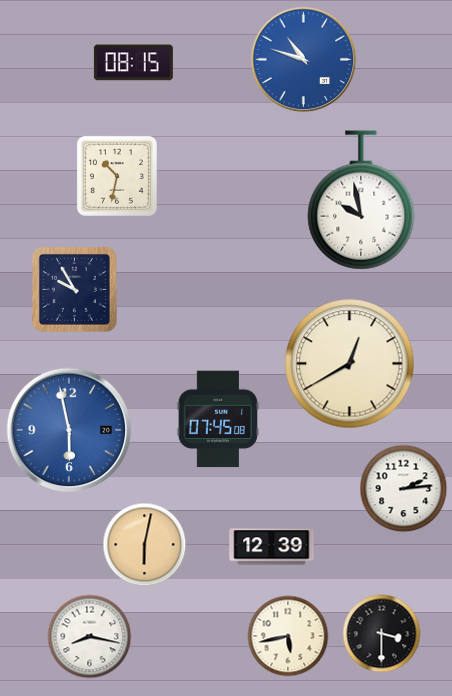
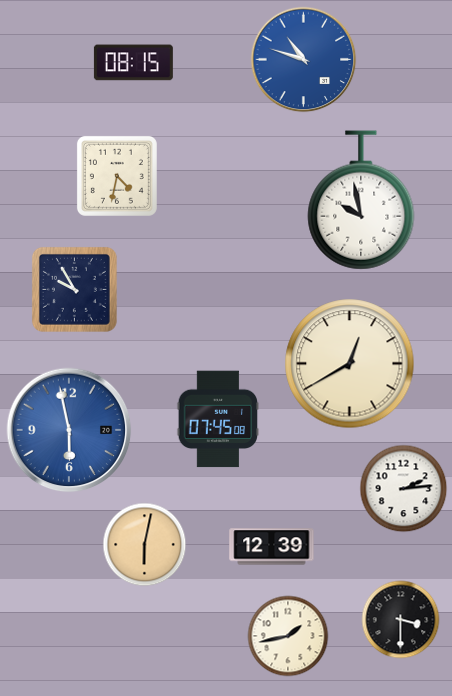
clock at (117, 176): 10:32 -> 4:32
clock at (382, 634) position: (382, 634) -> (401, 620)
clock at (288, 636): 5:43 -> 1:43
clock at (90, 637): 8:17 -> none
